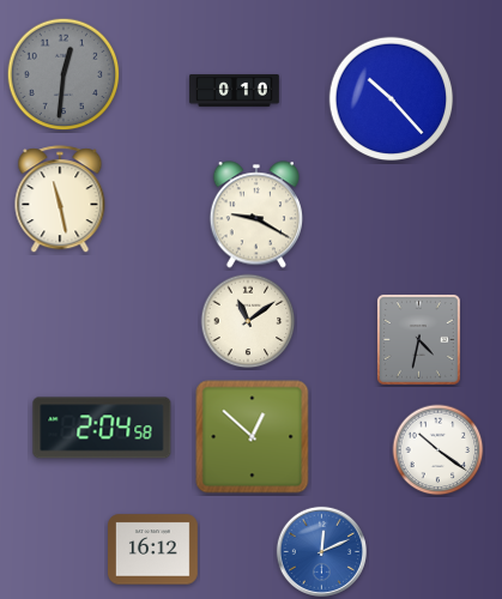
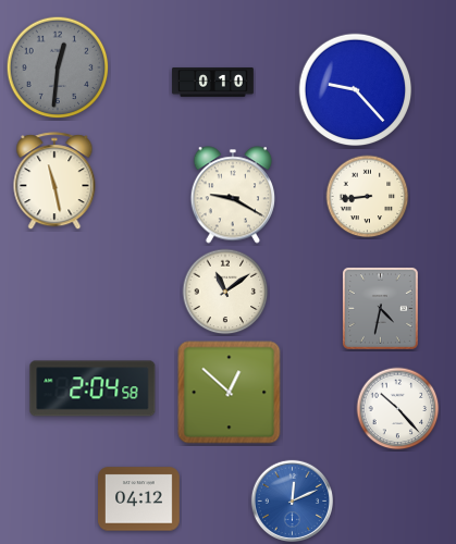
clock at (392, 99): 10:23 -> 9:23
clock at (368, 197): none -> 8:44
clock at (253, 437) position: (253, 437) -> (230, 393)
clock at (439, 450): 10:21 -> 10:23
clock at (153, 550): 16:12 -> 04:12
